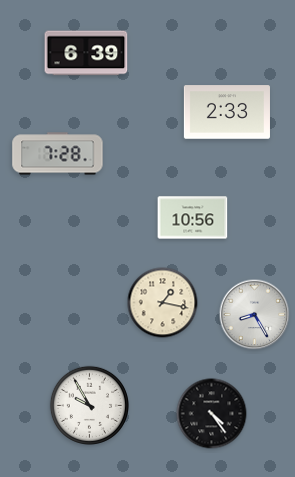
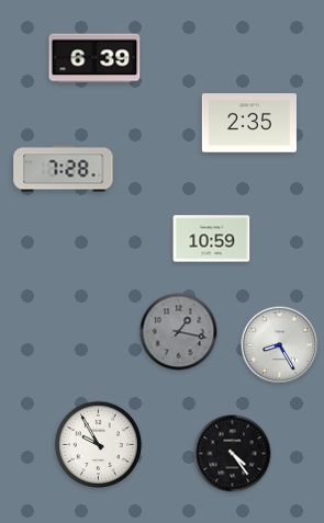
clock at (227, 112): 2:33 -> 2:35
clock at (193, 218): 10:56 -> 10:59
clock at (163, 303) dial: cream -> grey
